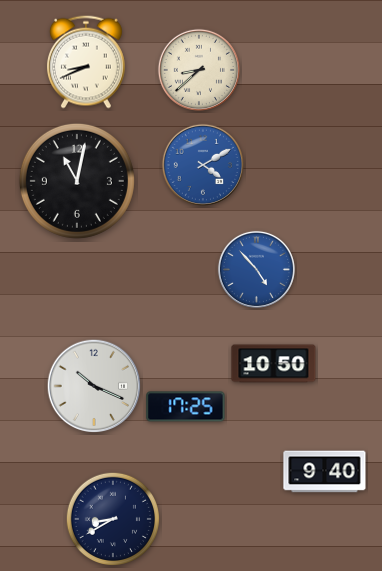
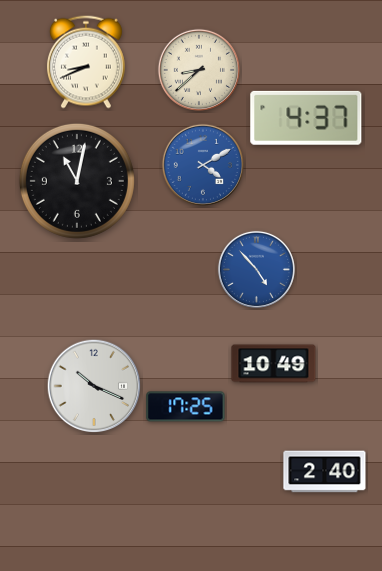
clock at (306, 118): none -> 4:37
clock at (274, 364): 10:50 -> 10:49
clock at (325, 472): 9:40 -> 2:40
clock at (112, 518): 8:40 -> none
